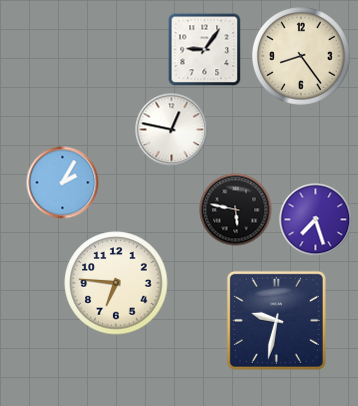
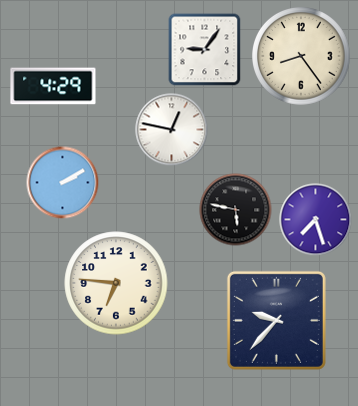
clock at (53, 86): none -> 4:29
clock at (63, 183): 2:05 -> 2:10
clock at (276, 320): 9:32 -> 9:37
